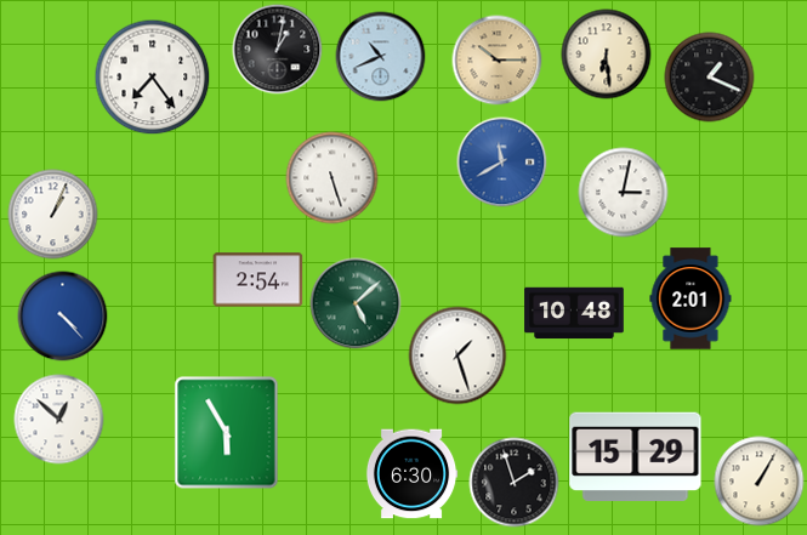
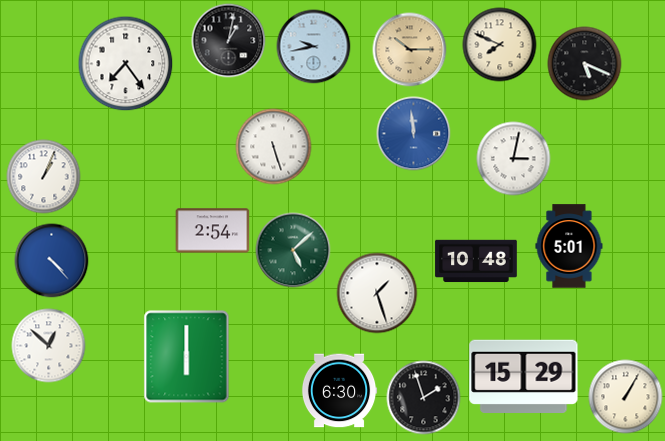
clock at (607, 55): 6:29 -> 7:49
clock at (381, 57): 10:41 -> 9:43
clock at (710, 78): 1:19 -> 5:19
clock at (502, 163): 11:40 -> 11:59
clock at (691, 298): 2:01 -> 5:01
clock at (574, 313) position: (574, 313) -> (476, 261)
clock at (227, 433): 5:55 -> 6:00
